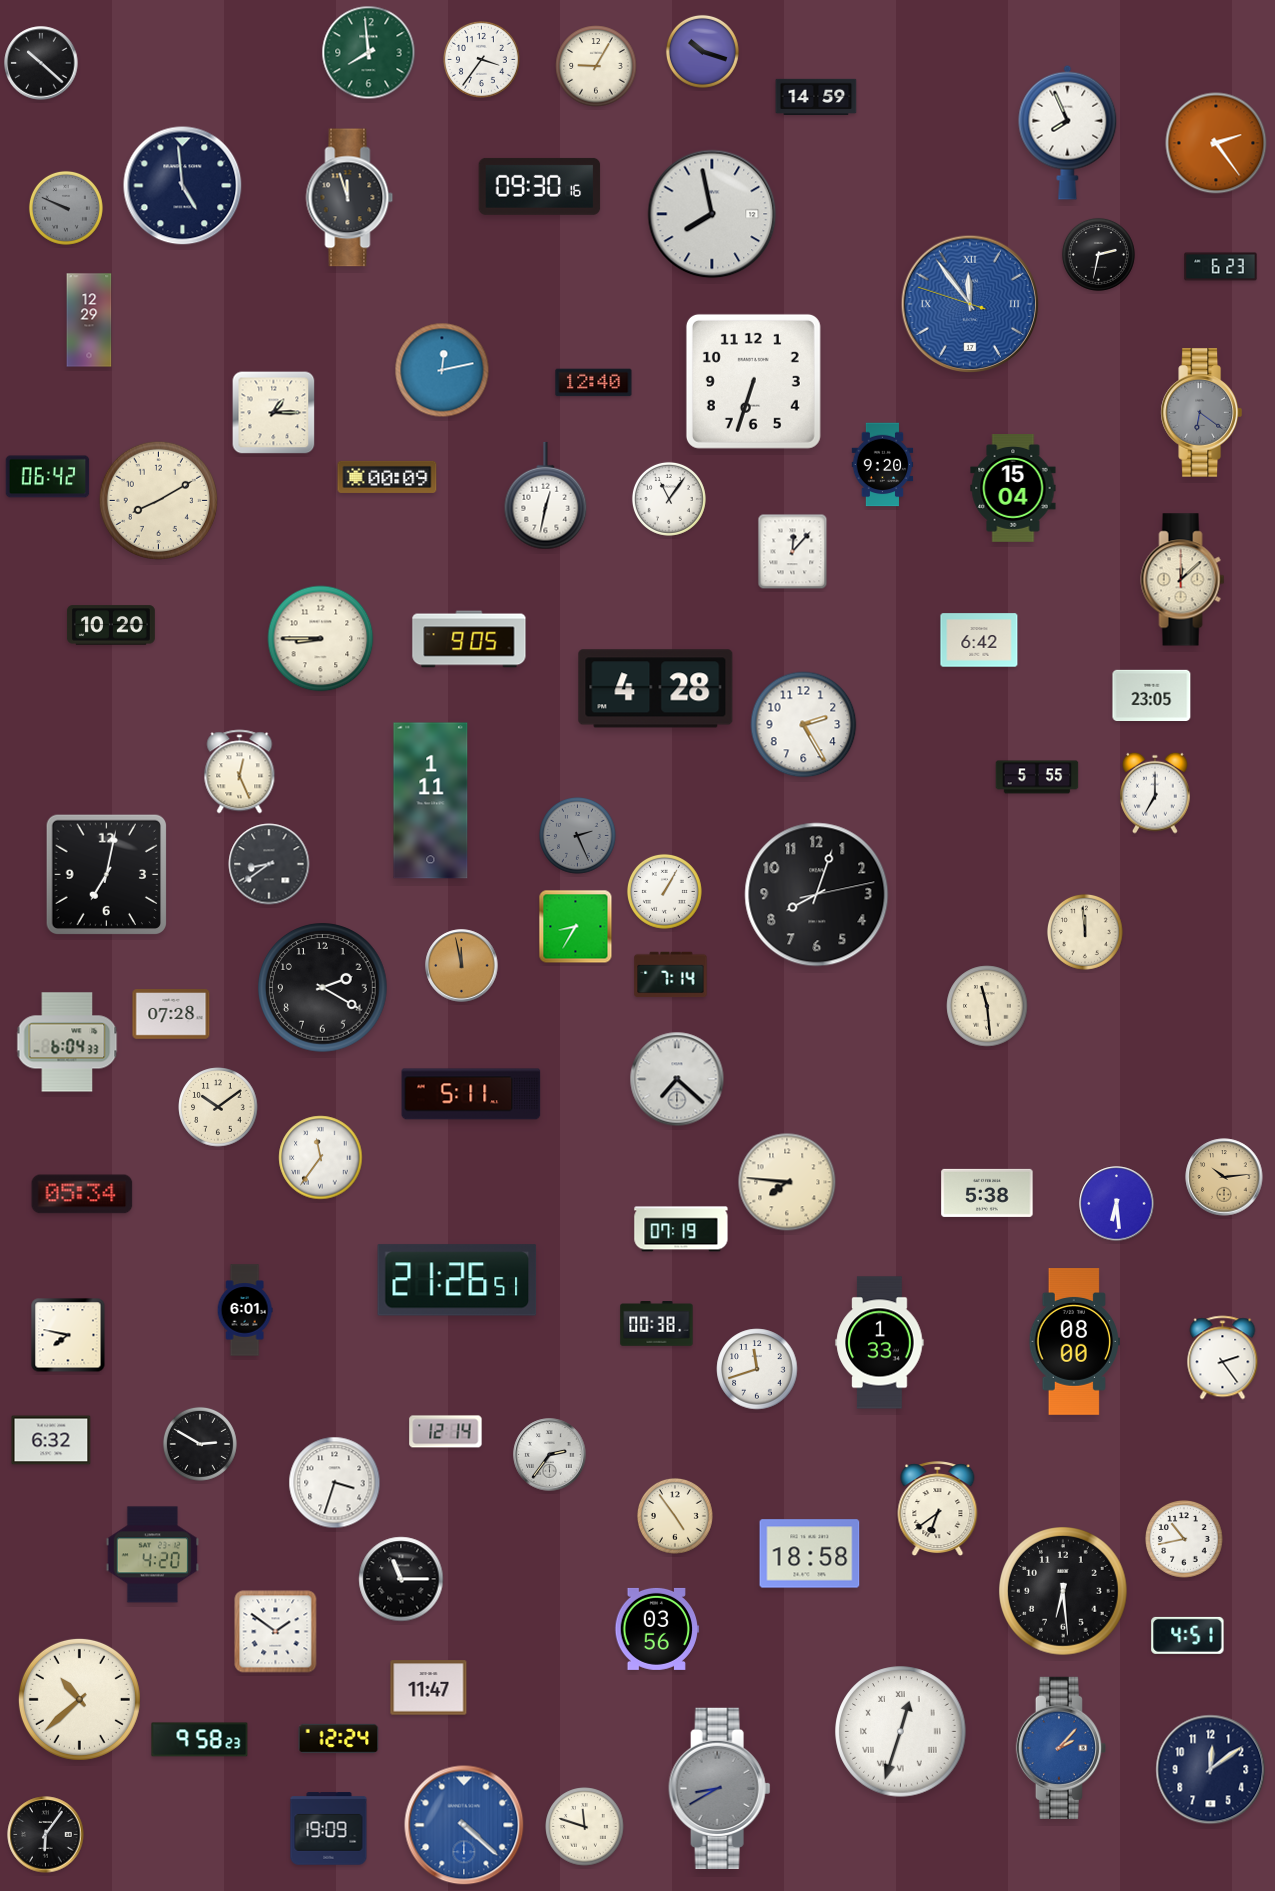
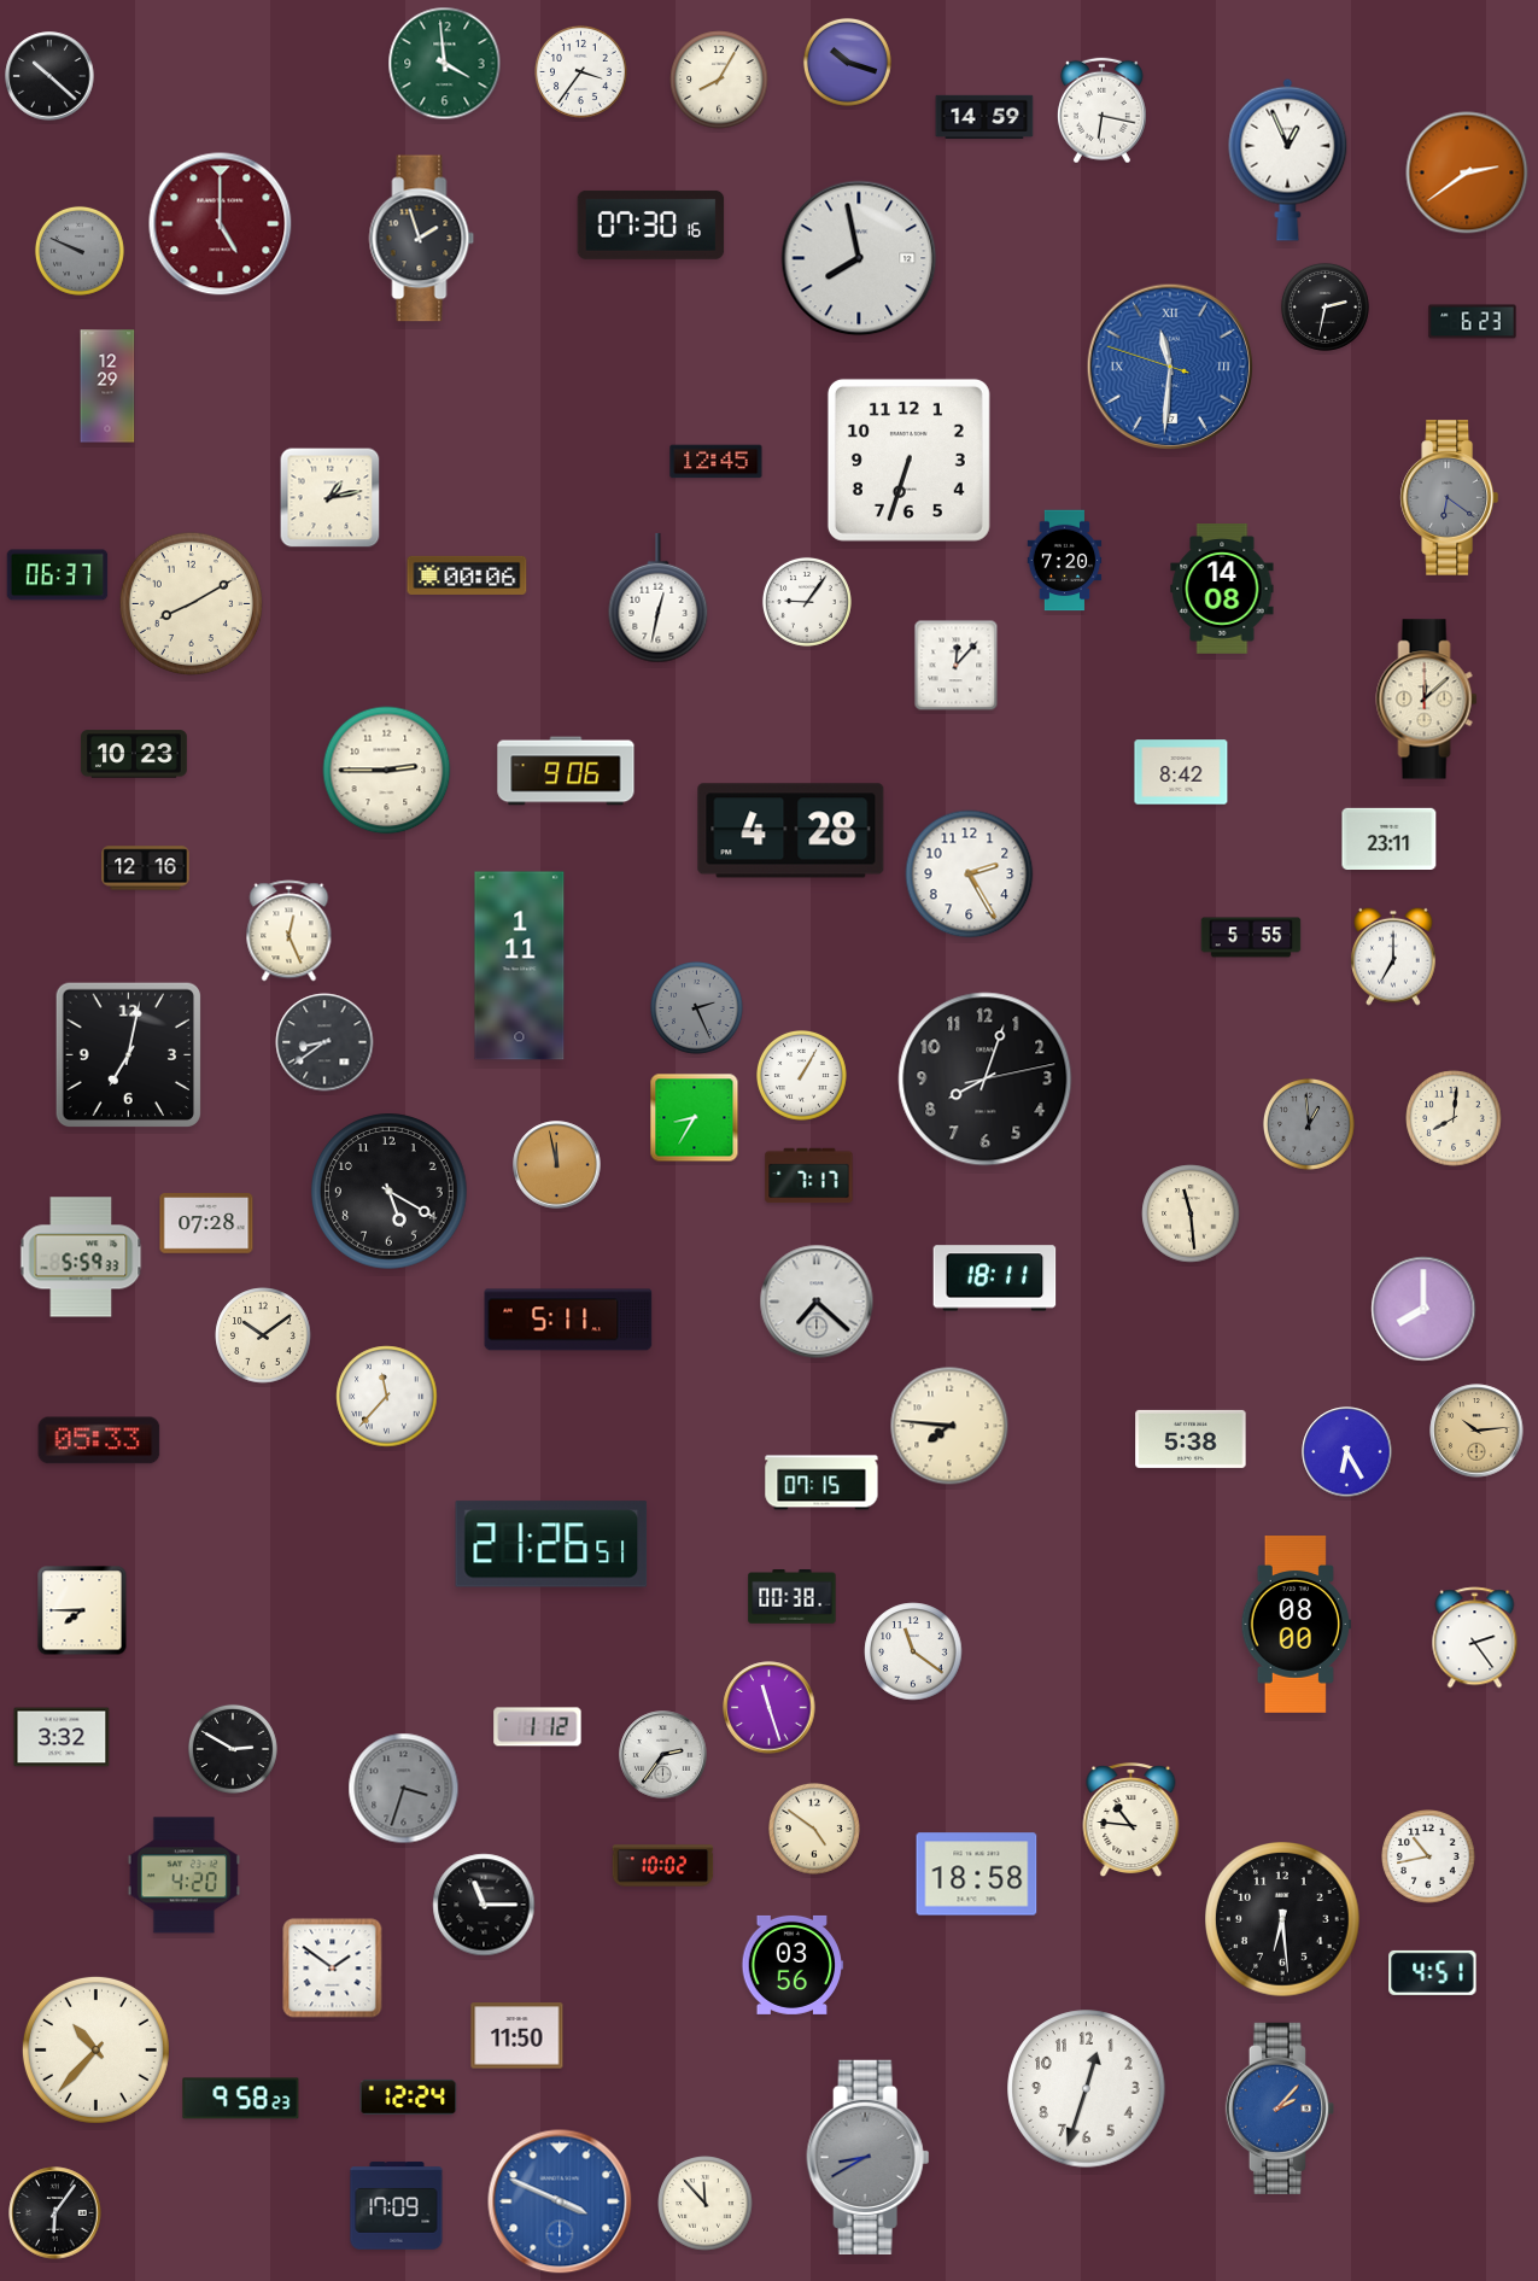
clock at (369, 53): 7:59 -> 3:59
clock at (596, 66): 9:05 -> 8:05
clock at (1101, 111): none -> 6:17
clock at (1068, 132): 7:56 -> 12:56
clock at (1216, 143): 2:24 -> 2:39
clock at (183, 186): 4:59 -> 5:00
clock at (183, 186) dial: navy -> burgundy
clock at (540, 186): 09:30 -> 07:30
clock at (350, 198): 11:57 -> 1:57
clock at (970, 304): 11:53 -> 11:30
clock at (442, 370): 12:13 -> none
clock at (594, 383): 12:40 -> 12:45
clock at (274, 413): 1:15 -> 1:13
clock at (883, 465): 9:20 -> 7:20
clock at (48, 477): 06:42 -> 06:37
clock at (387, 477): 00:09 -> 00:06
clock at (1013, 489): 15:04 -> 14:08
clock at (669, 499): 11:06 -> 9:06
clock at (111, 625): 10:20 -> 10:23
clock at (321, 639): 8:45 -> 2:45
clock at (469, 639): 9:05 -> 9:06
clock at (979, 640): 6:42 -> 8:42
clock at (1152, 695): 23:05 -> 23:11
clock at (146, 868): none -> 12:16
clock at (1454, 1118): none -> 8:01
clock at (1085, 932): 11:59 -> 12:59
clock at (1085, 932) dial: cream -> grey
clock at (671, 975): 7:14 -> 7:17
clock at (323, 988): 2:20 -> 5:20
clock at (67, 1042): 6:04 -> 5:59
clock at (995, 1279): none -> 18:11
clock at (1423, 1309): none -> 8:00
clock at (321, 1158): 11:36 -> 11:37
clock at (1224, 1177) position: (1224, 1177) -> (1476, 1431)
clock at (82, 1194): 05:34 -> 05:33
clock at (1117, 1204): 6:29 -> 6:25
clock at (681, 1229): 07:19 -> 07:15
clock at (245, 1310): 6:01 -> none
clock at (68, 1335): 7:47 -> 7:45
clock at (1074, 1342) position: (1074, 1342) -> (1296, 1625)
clock at (880, 1343): 1:33 -> none
clock at (757, 1369): 11:42 -> 11:21
clock at (770, 1708): none -> 11:27
clock at (446, 1432): 12:14 -> 1:12
clock at (51, 1440): 6:32 -> 3:32
clock at (200, 1444) position: (200, 1444) -> (233, 1749)
clock at (335, 1483) dial: white -> grey
clock at (938, 1509): 6:39 -> 10:46
clock at (675, 1516): 4:54 -> 4:51
clock at (663, 1866): none -> 10:02
clock at (429, 1688): 11:47 -> 11:50
clock at (79, 1699): 10:38 -> 10:37
clock at (901, 1732) numerals: Roman -> Arabic
clock at (1211, 1770): 12:09 -> none
clock at (464, 1825): 4:22 -> 3:49
clock at (585, 1827): 11:48 -> 11:53
clock at (329, 1829): 19:09 -> 17:09
